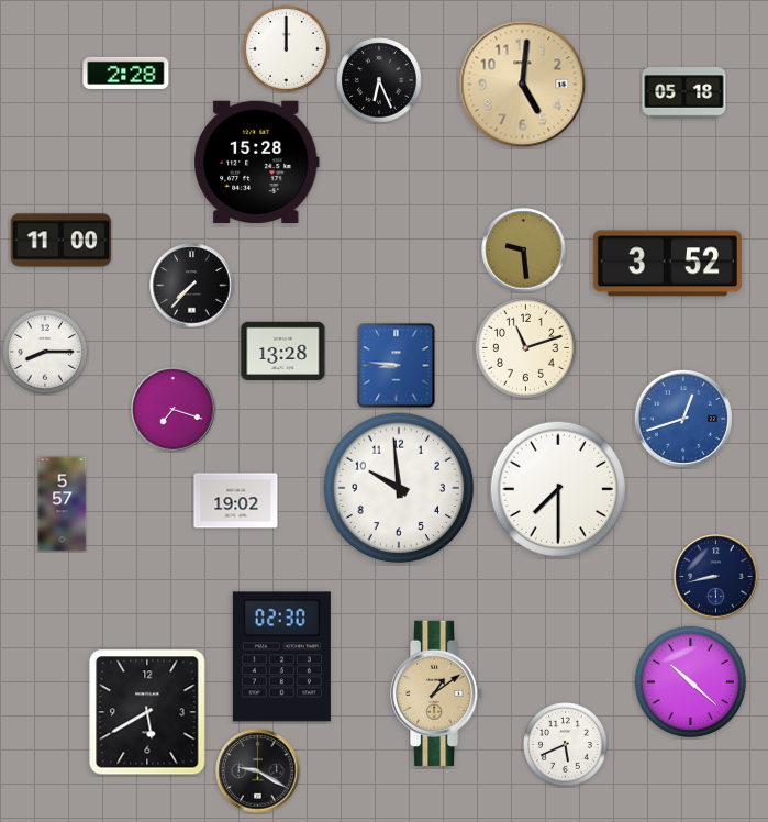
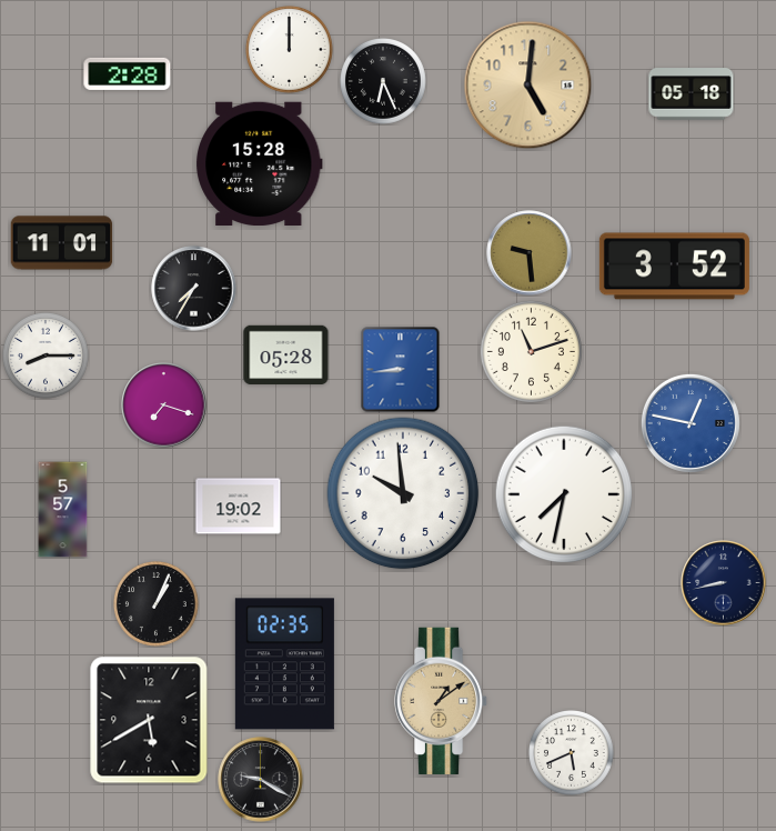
clock at (62, 241): 11:00 -> 11:01
clock at (192, 286): 7:37 -> 7:35
clock at (283, 351): 13:28 -> 05:28
clock at (397, 366): 8:46 -> 8:44
clock at (174, 410) position: (174, 410) -> (164, 406)
clock at (683, 419): 12:42 -> 12:47
clock at (558, 489): 7:30 -> 7:32
clock at (157, 604): none -> 1:04
clock at (281, 657): 02:30 -> 02:35
clock at (690, 681): 10:22 -> none
